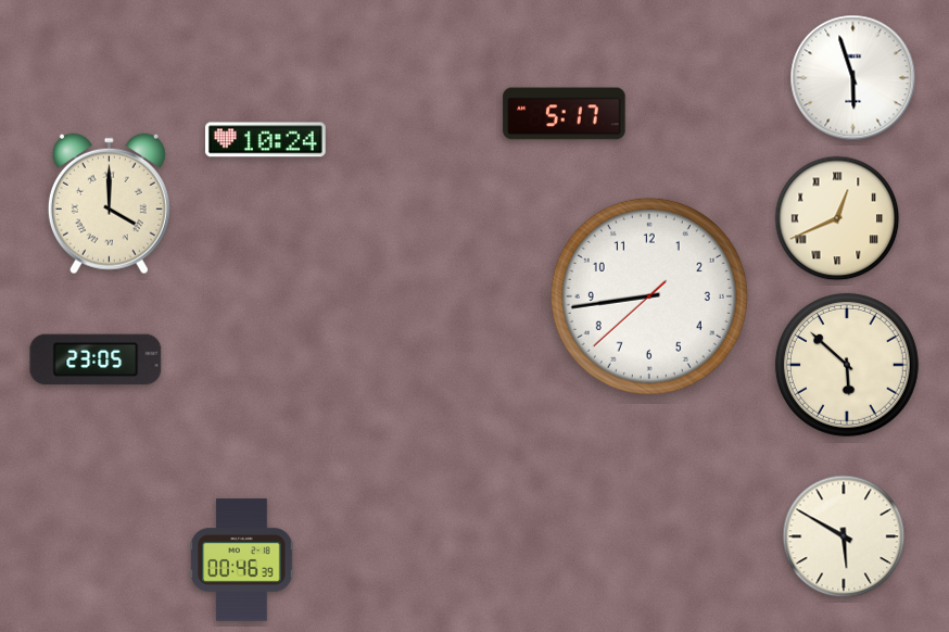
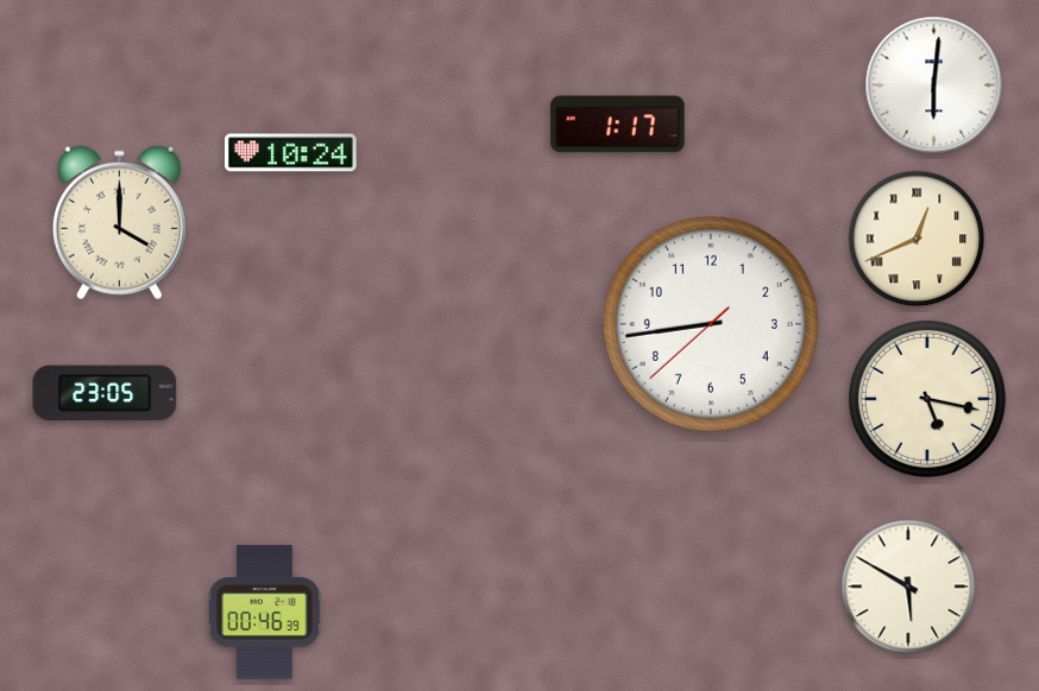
clock at (853, 78): 5:57 -> 6:01
clock at (565, 114): 5:17 -> 1:17
clock at (847, 365): 5:52 -> 5:17
clock at (844, 536) position: (844, 536) -> (908, 587)
